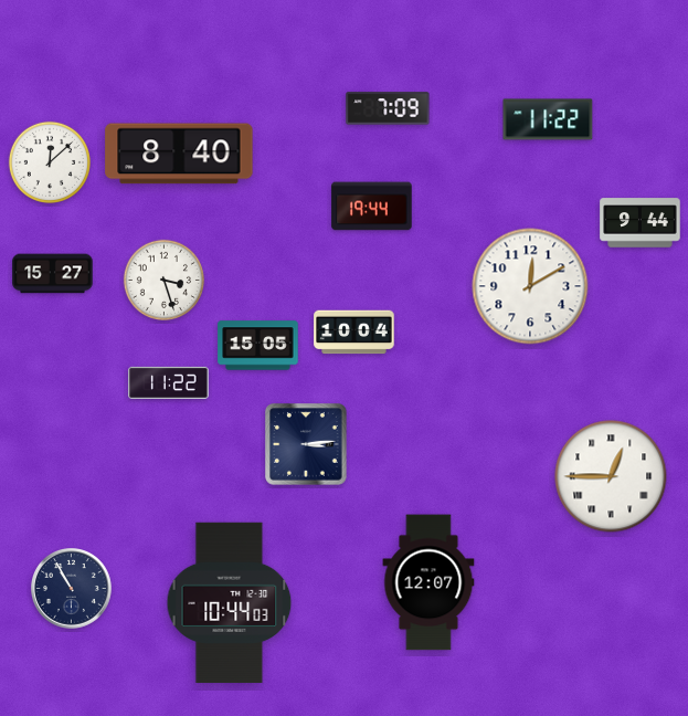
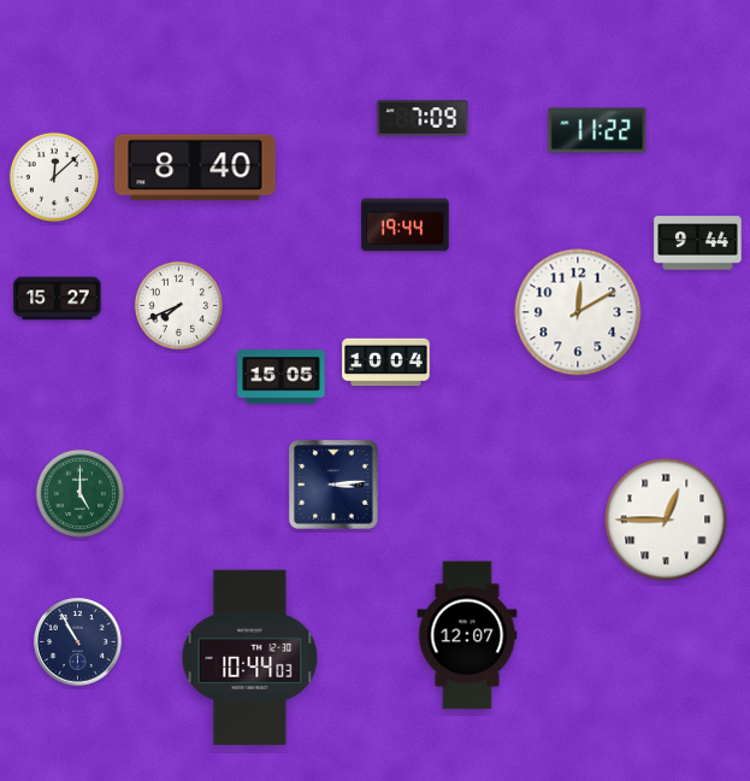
clock at (163, 280): 3:27 -> 7:41
clock at (169, 382): 11:22 -> none
clock at (79, 493): none -> 5:00
